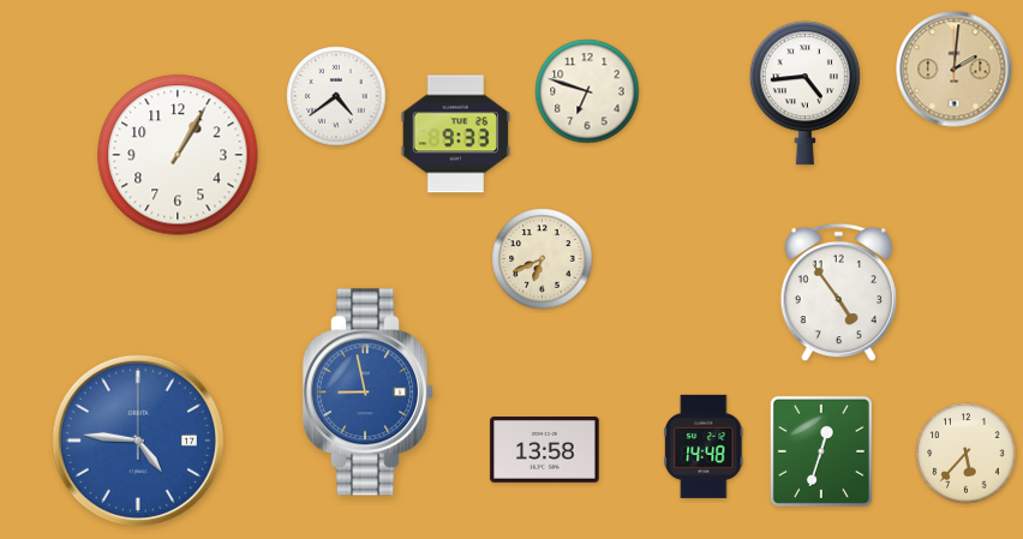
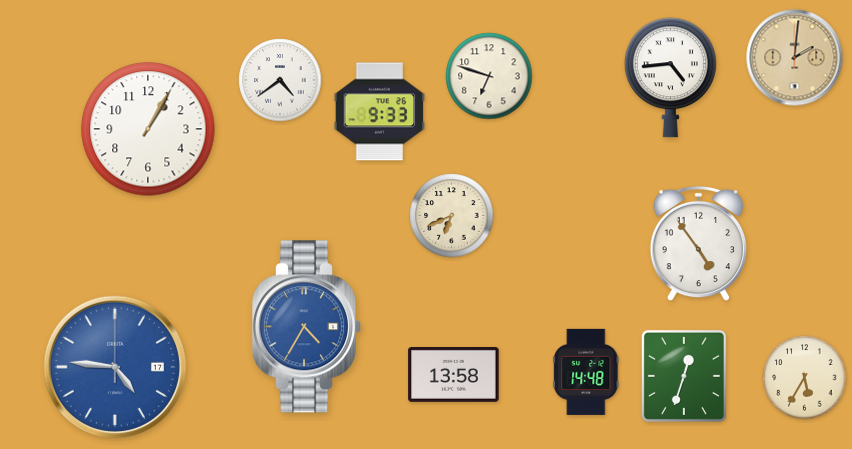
clock at (369, 393): 8:58 -> 4:35
clock at (967, 454): 5:37 -> 5:35
